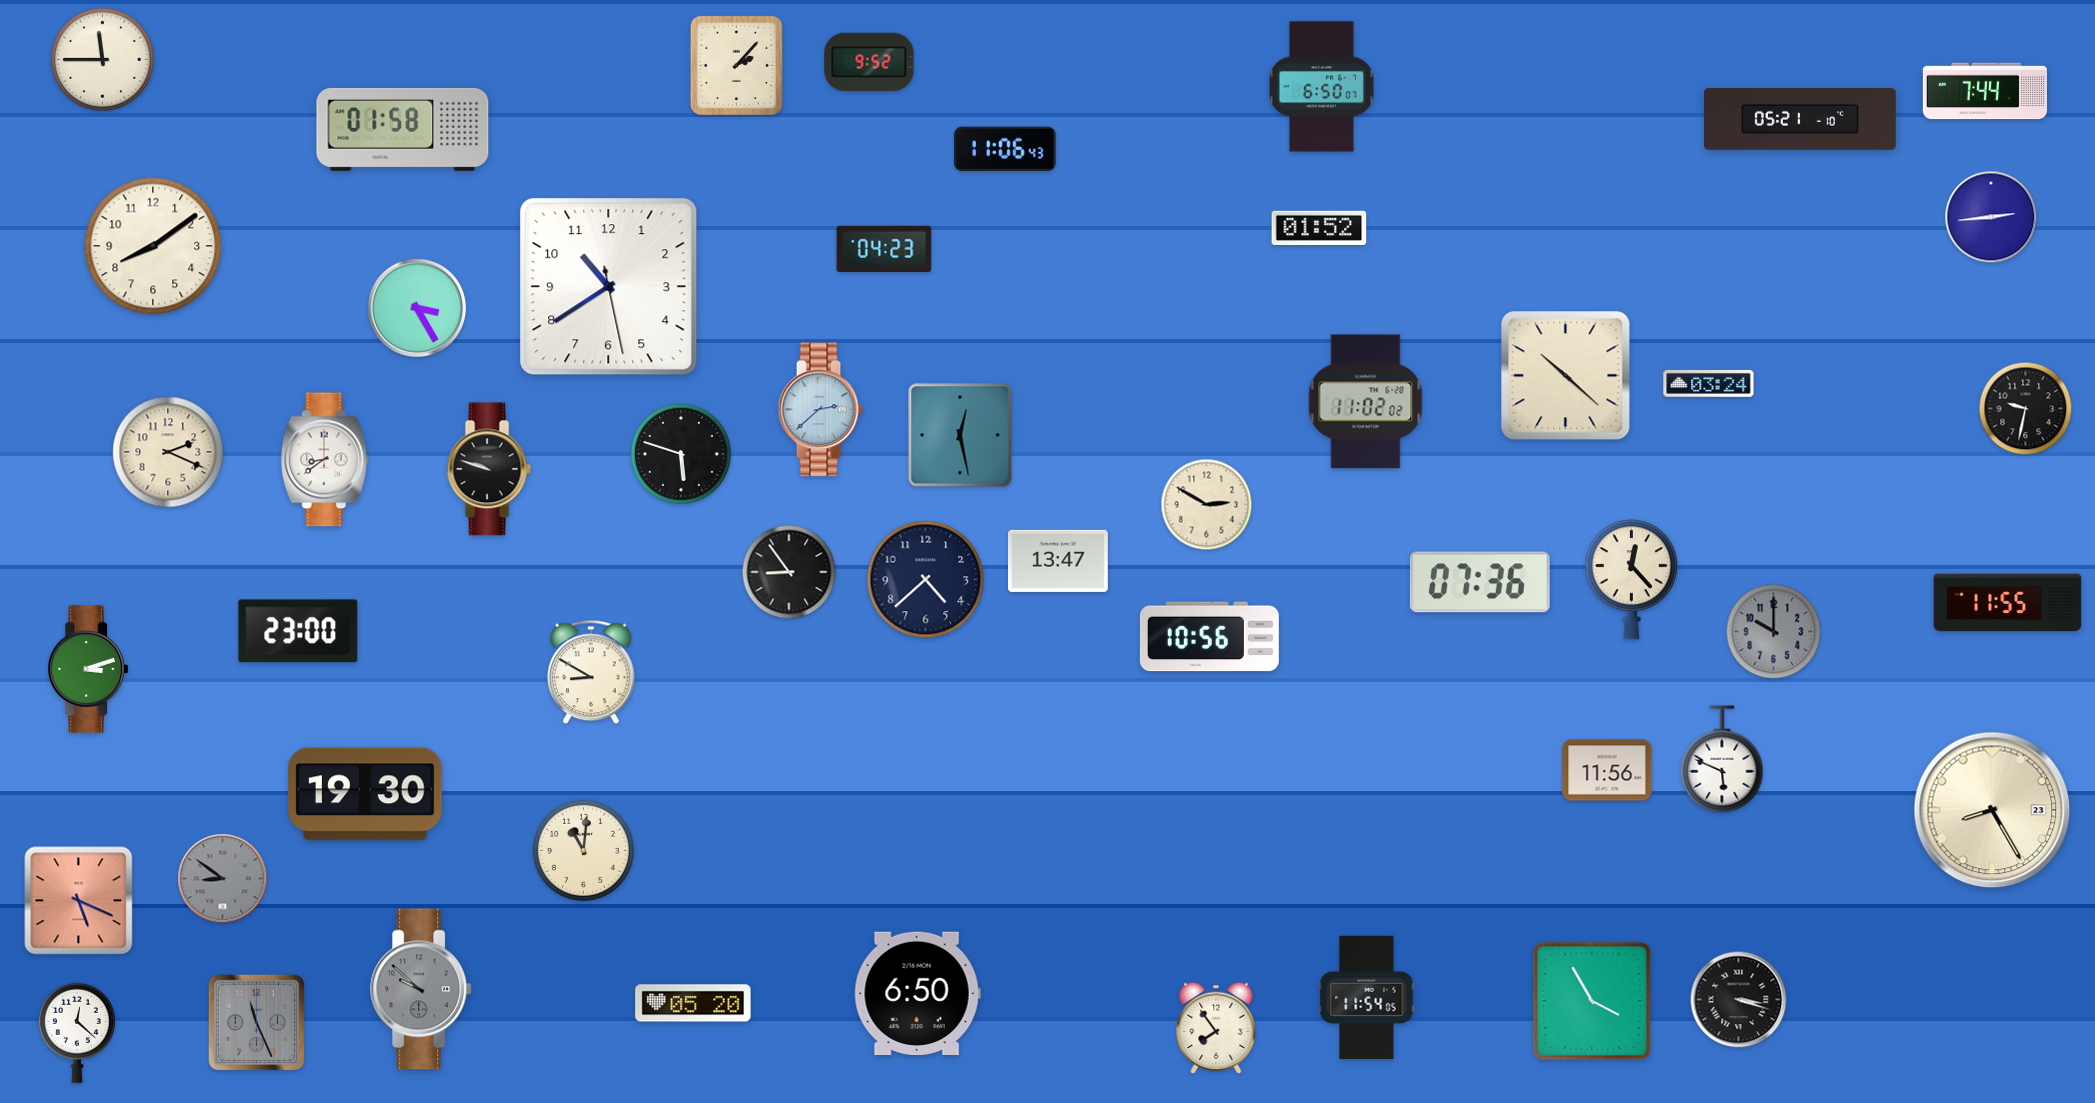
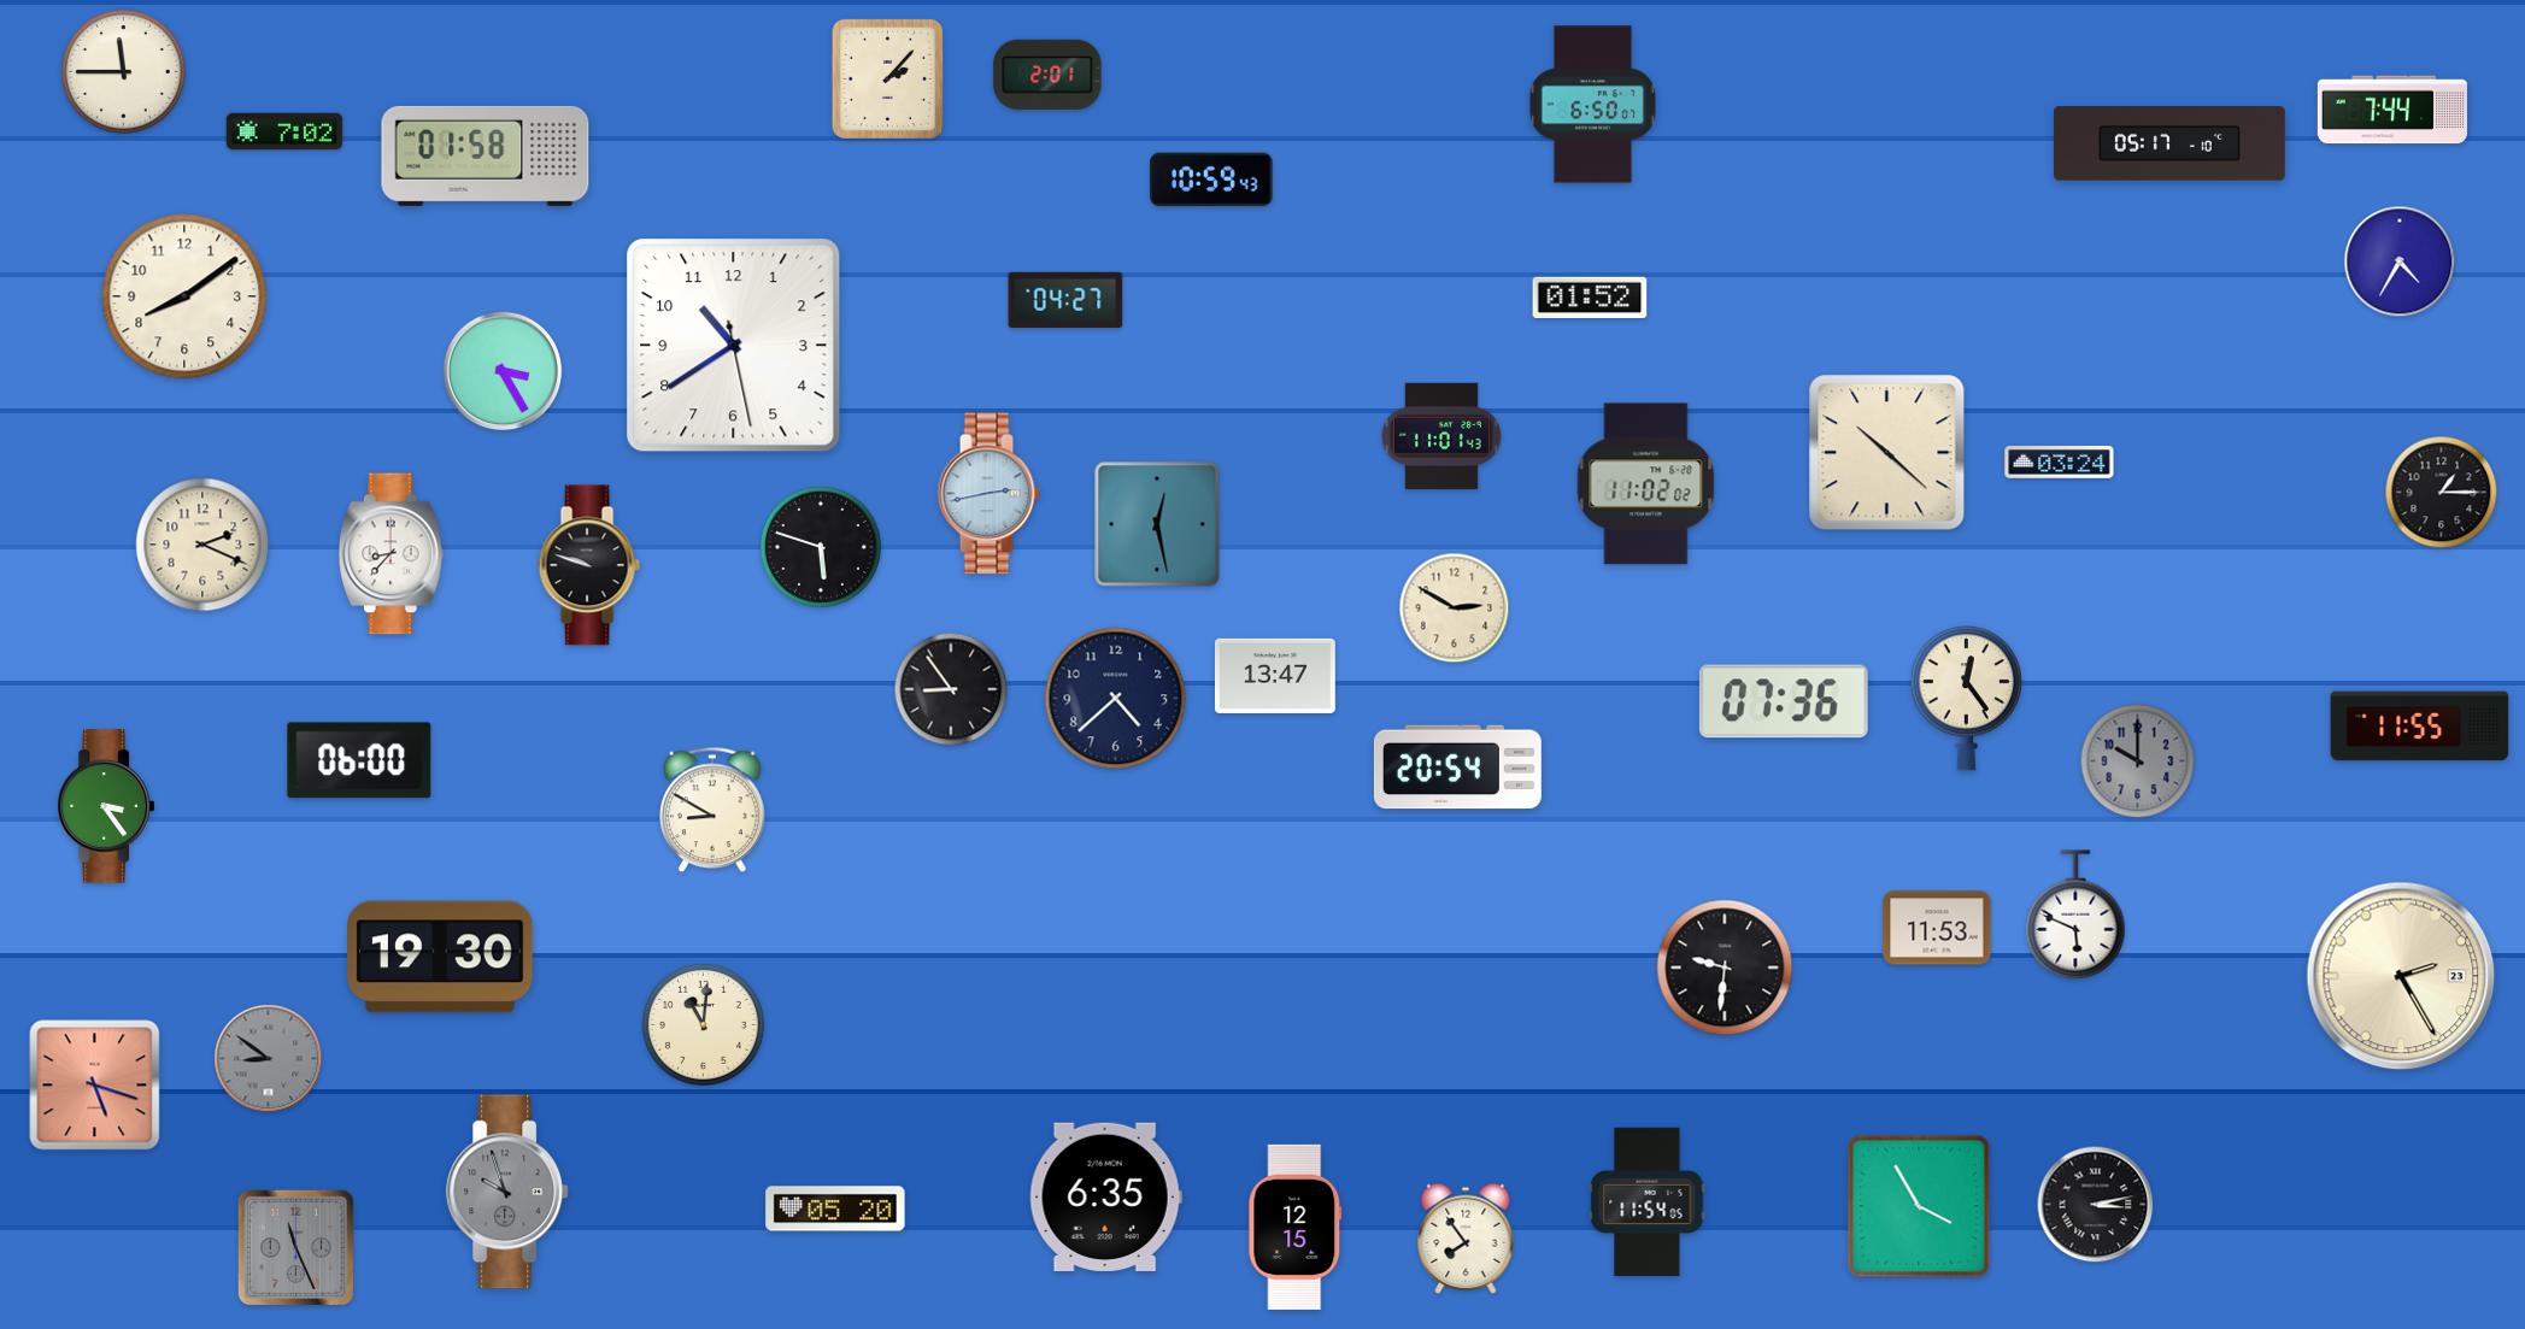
clock at (869, 62): 9:52 -> 2:01
clock at (284, 131): none -> 7:02
clock at (1800, 119): 05:21 -> 05:17
clock at (1005, 149): 11:06 -> 10:59
clock at (1991, 217): 2:44 -> 4:35
clock at (1319, 228) position: (1319, 228) -> (1590, 298)
clock at (884, 248): 04:23 -> 04:27
clock at (1441, 436): none -> 11:01
clock at (2026, 409): 9:32 -> 1:15
clock at (820, 410): 2:38 -> 2:43
clock at (324, 460): 8:39 -> 8:37
clock at (1631, 580): 12:23 -> 12:24
clock at (298, 631): 23:00 -> 06:00
clock at (1209, 637): 10:56 -> 20:54
clock at (87, 669): 3:12 -> 3:24
clock at (1607, 770): 11:56 -> 11:53
clock at (1725, 968): none -> 9:31
clock at (1992, 810): 8:25 -> 2:25
clock at (79, 901): 5:19 -> 5:18
clock at (421, 989): 9:52 -> 9:57
clock at (917, 993): 6:50 -> 6:35
clock at (1739, 1000): 3:18 -> 3:13
clock at (1296, 1227): none -> 12:15
clock at (256, 1022) position: (256, 1022) -> (295, 1247)
clock at (77, 1033): 12:22 -> none
